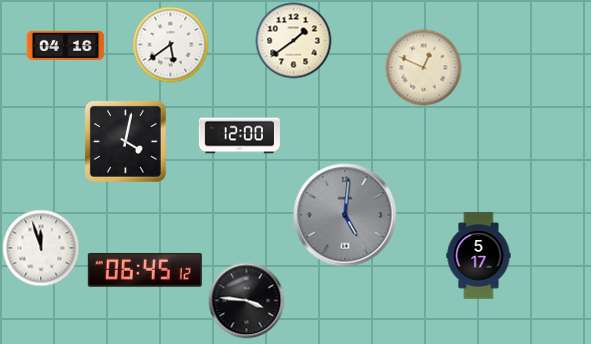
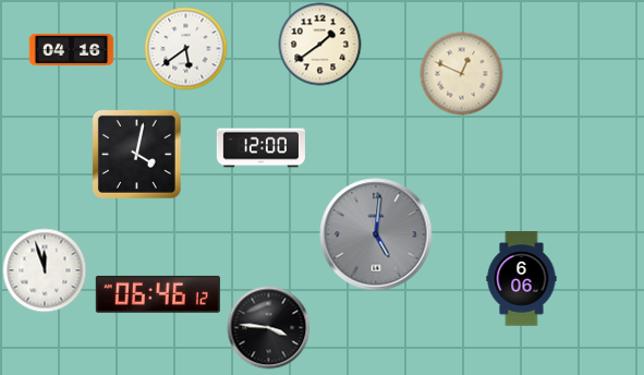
clock at (479, 256): 5:17 -> 6:06
clock at (145, 270): 06:45 -> 06:46
